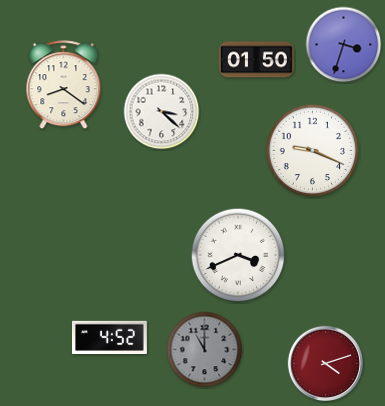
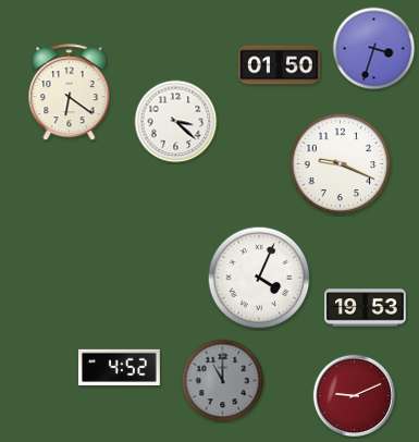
clock at (64, 85): 8:21 -> 6:21
clock at (238, 255): 3:41 -> 4:04
clock at (366, 308): none -> 19:53
clock at (325, 363): 4:12 -> 9:11
